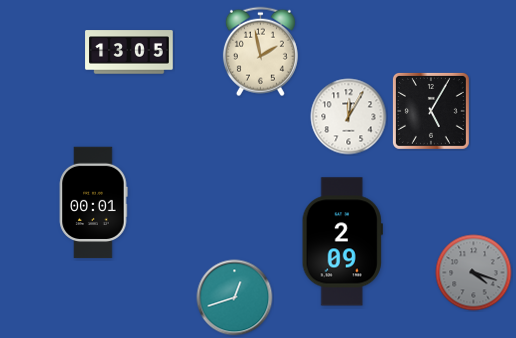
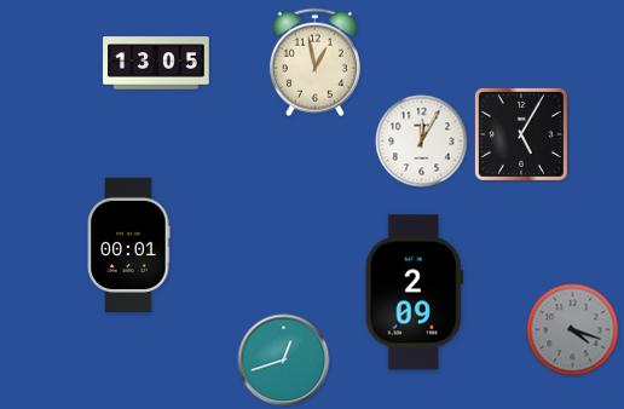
clock at (260, 52): 1:58 -> 12:58
clock at (93, 203) position: (93, 203) -> (128, 246)
